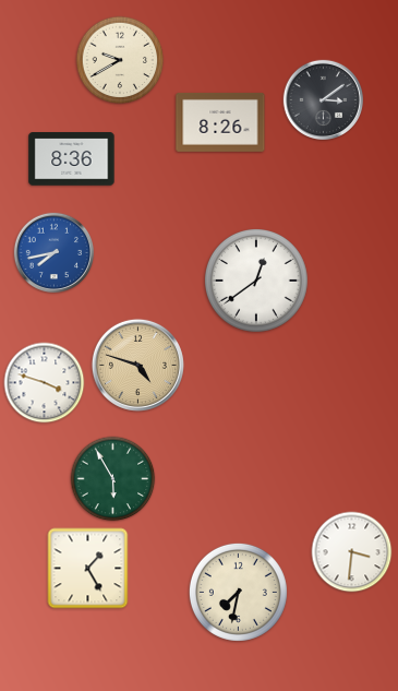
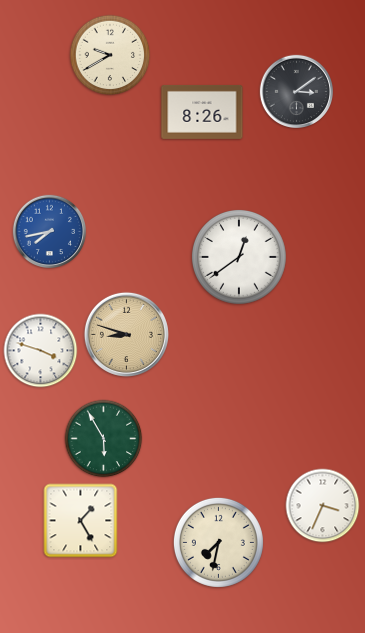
clock at (72, 159): 8:36 -> none
clock at (257, 282) position: (257, 282) -> (240, 258)
clock at (137, 365): 4:48 -> 8:48
clock at (352, 552): 3:31 -> 3:34
